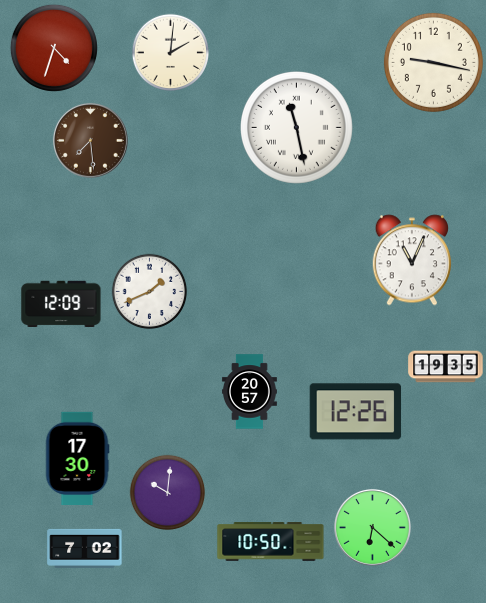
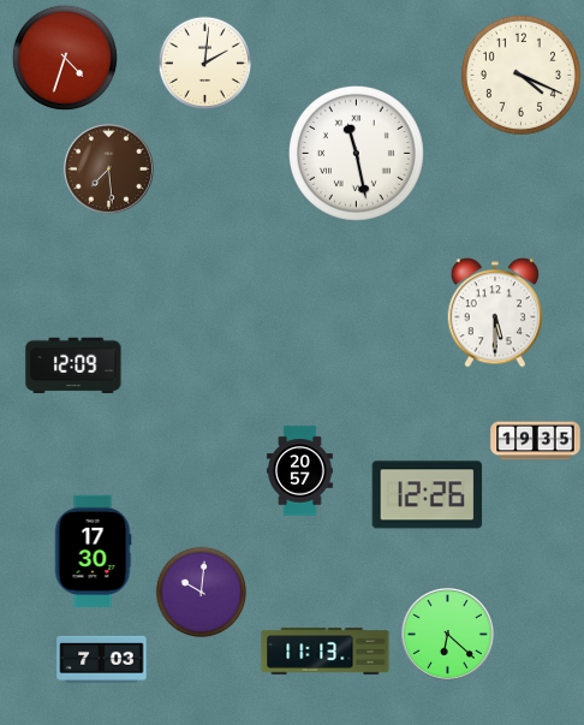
clock at (433, 62): 9:17 -> 4:19
clock at (412, 260): 11:04 -> 5:30
clock at (150, 292): 1:41 -> none
clock at (271, 542): 10:50 -> 11:13
clock at (85, 548): 7:02 -> 7:03
